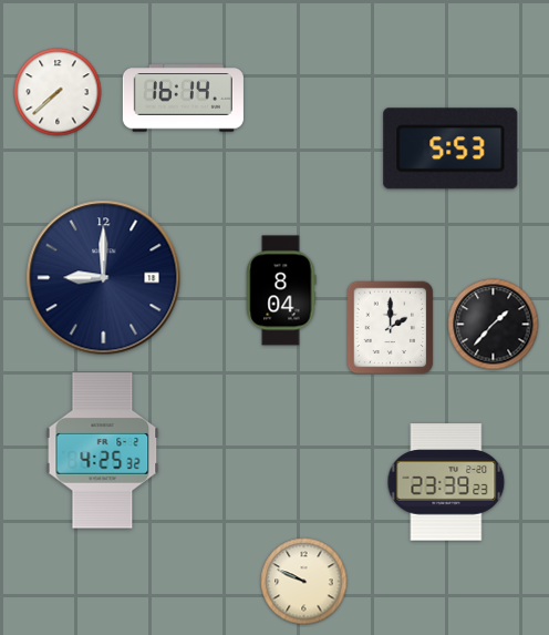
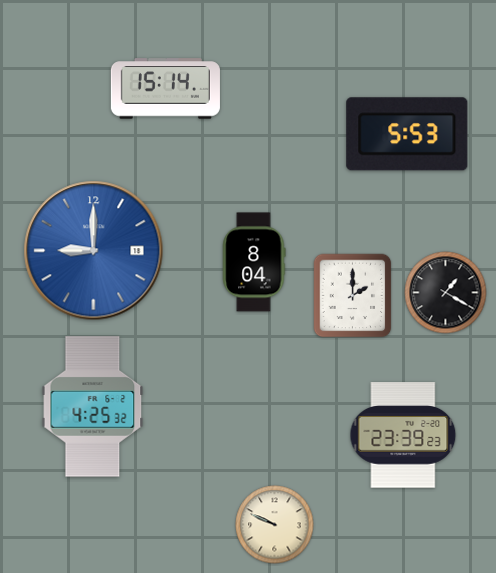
clock at (58, 92): 7:38 -> none
clock at (183, 99): 16:14 -> 15:14
clock at (104, 278) dial: navy -> blue
clock at (494, 325): 1:37 -> 1:20
